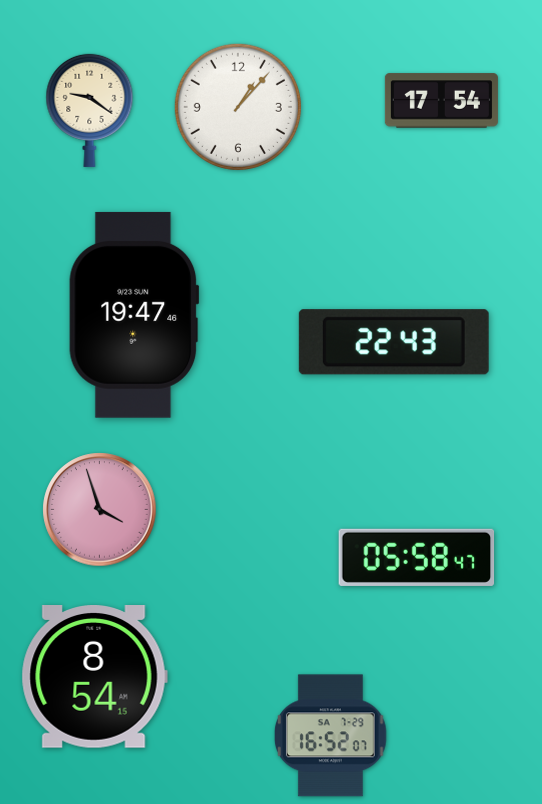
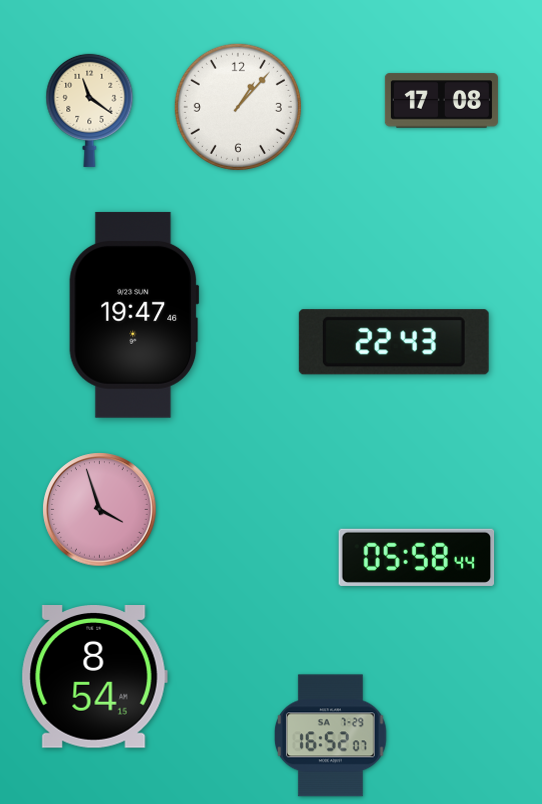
clock at (441, 101): 17:54 -> 17:08
clock at (90, 110): 9:21 -> 11:21
clock at (417, 557): 05:58:47 -> 05:58:44
